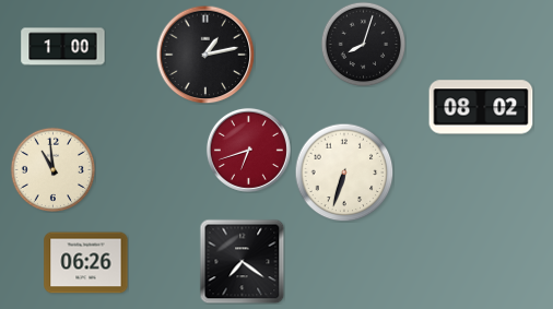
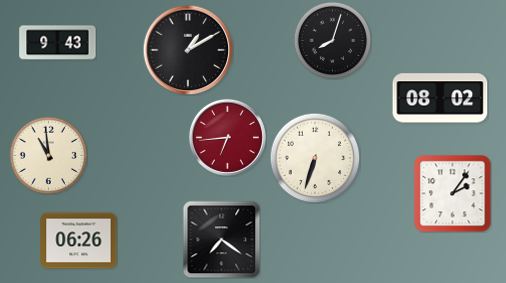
clock at (63, 47): 1:00 -> 9:43
clock at (205, 55): 1:13 -> 1:10
clock at (248, 150): 6:42 -> 6:44
clock at (452, 193): none -> 2:06
